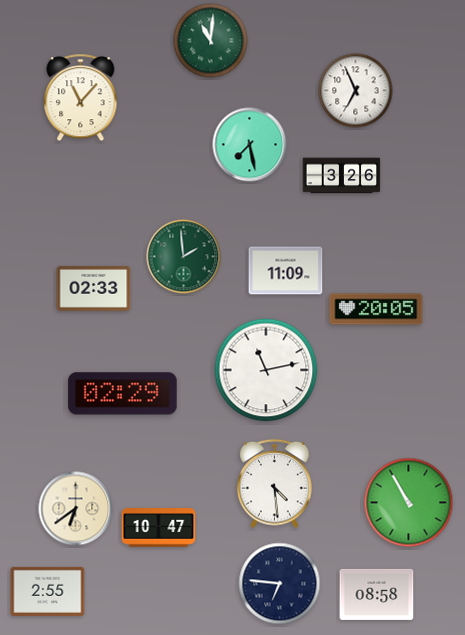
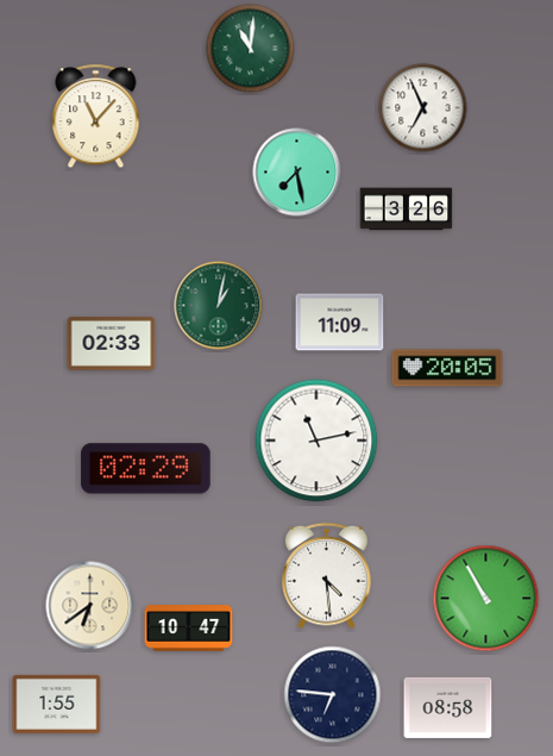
clock at (184, 257): 1:59 -> 1:02
clock at (48, 591): 2:55 -> 1:55
